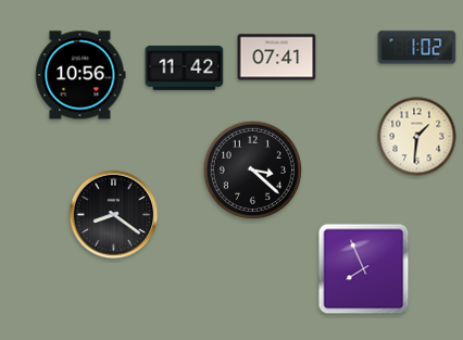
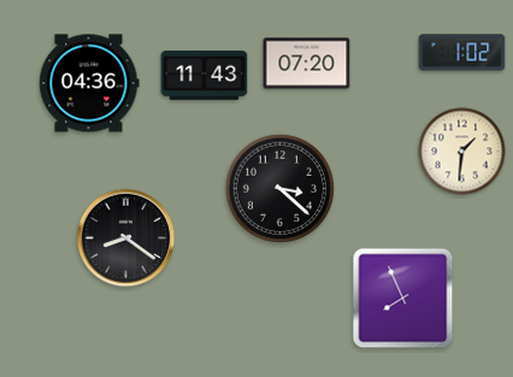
clock at (277, 58): 07:41 -> 07:20
clock at (185, 67): 11:42 -> 11:43
clock at (80, 75): 10:56 -> 04:36
